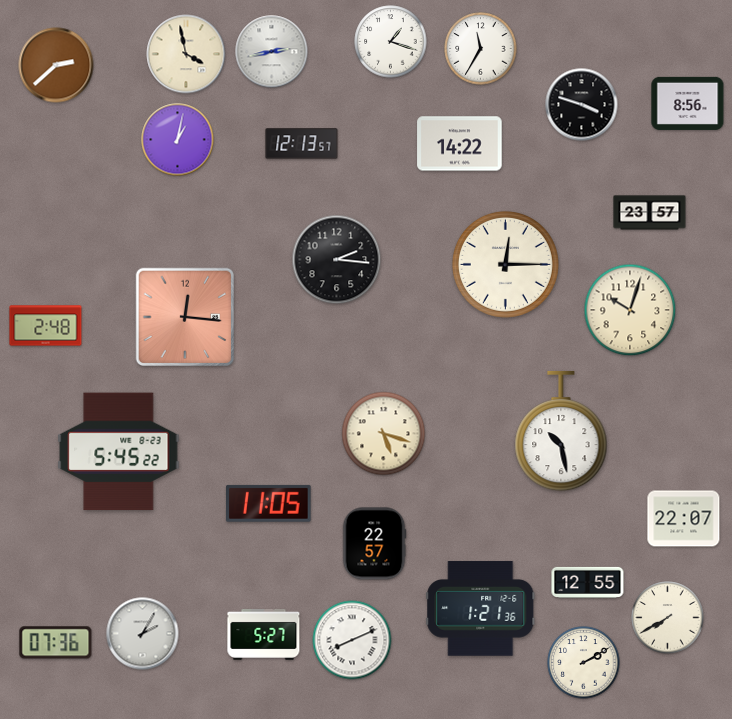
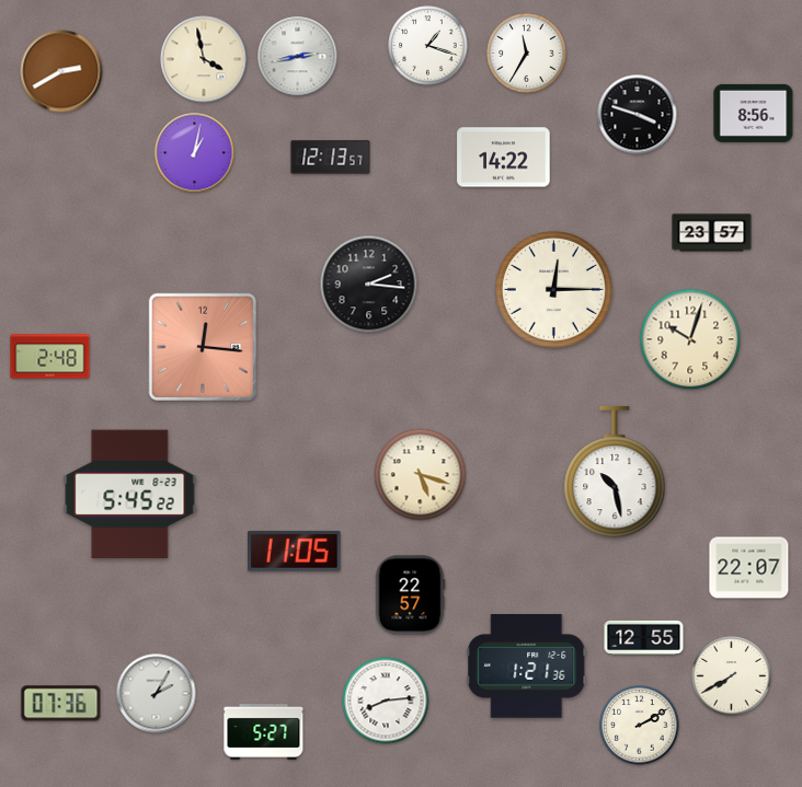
clock at (56, 65): 2:38 -> 2:40
clock at (264, 634) position: (264, 634) -> (264, 731)
clock at (352, 640): 8:11 -> 8:14
